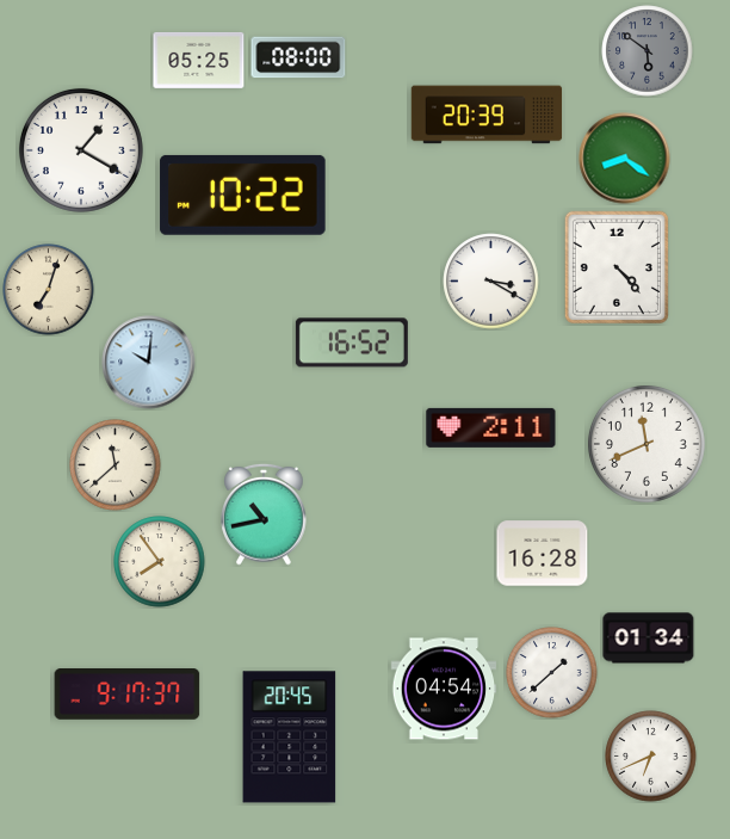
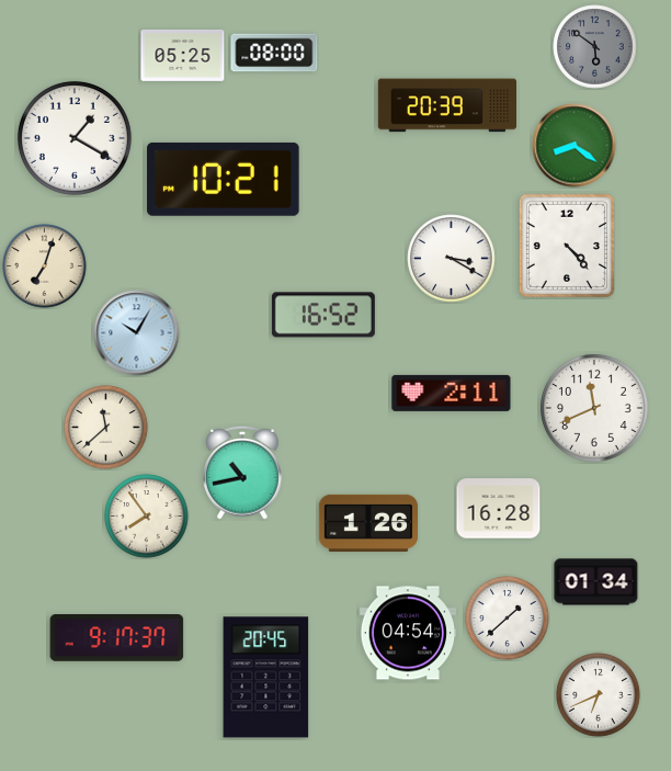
clock at (243, 195): 10:22 -> 10:21
clock at (149, 363): 10:01 -> 10:05
clock at (367, 523): none -> 1:26
clock at (649, 638) position: (649, 638) -> (596, 582)
